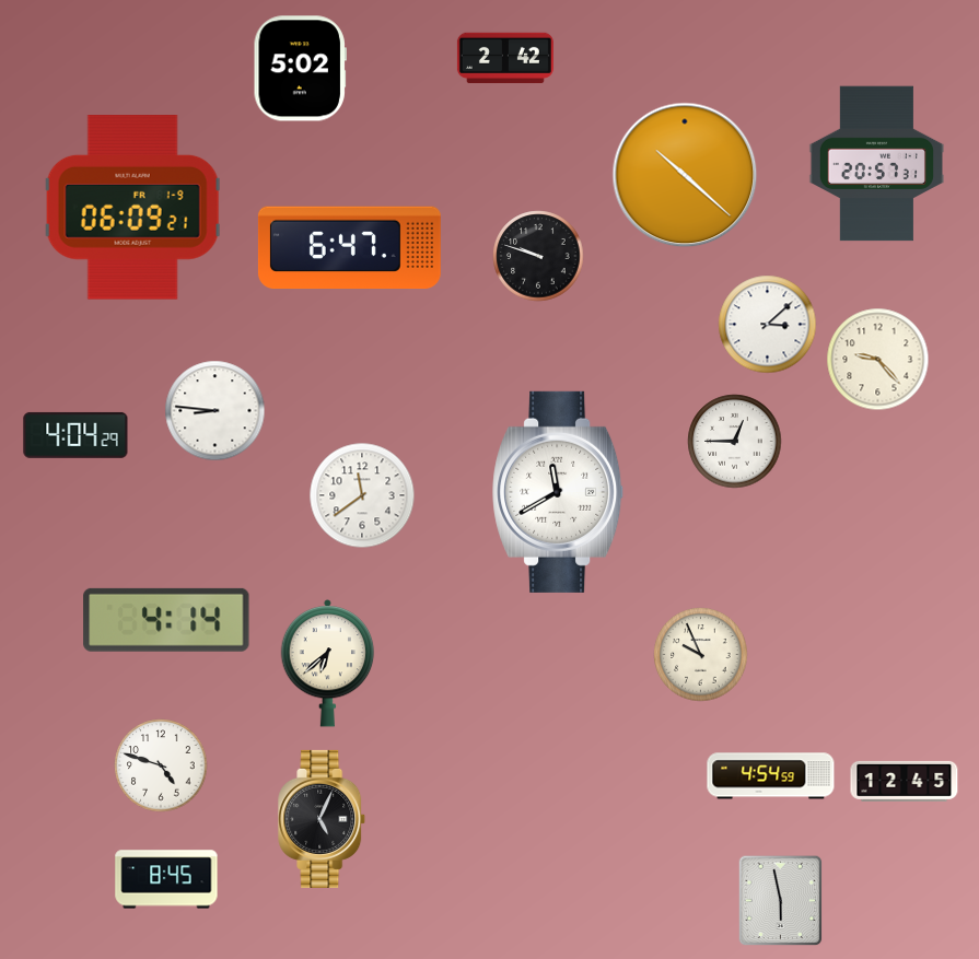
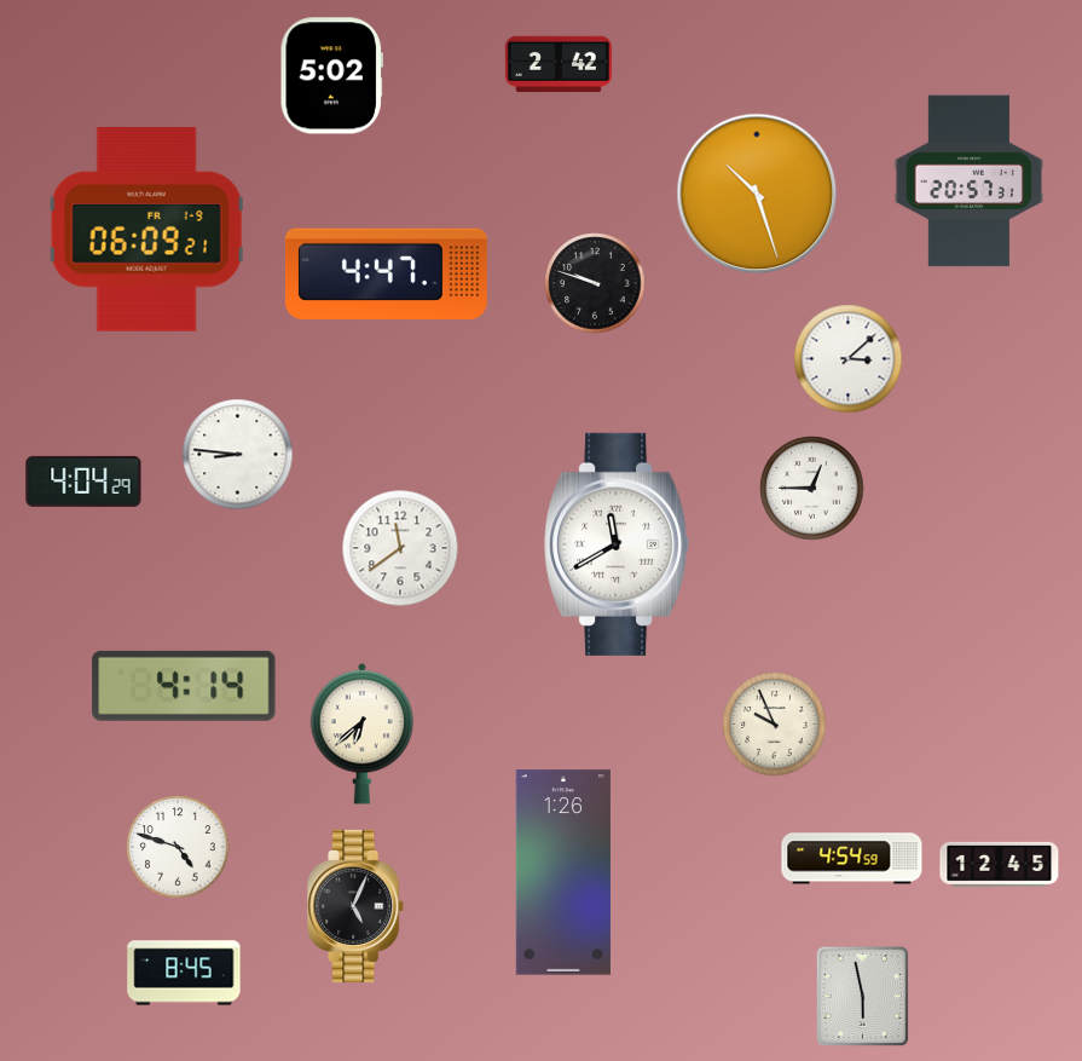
clock at (685, 175): 10:22 -> 10:27
clock at (349, 248): 6:47 -> 4:47
clock at (878, 360): 9:23 -> none
clock at (563, 872): none -> 1:26
